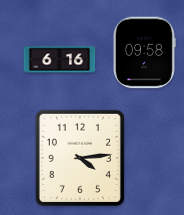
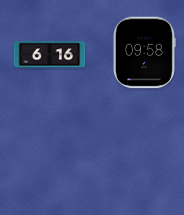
clock at (60, 60) position: (60, 60) -> (50, 55)
clock at (80, 158): 4:14 -> none
